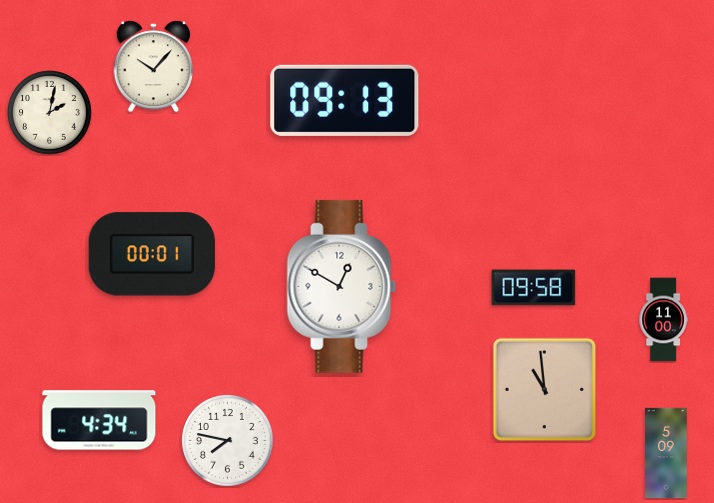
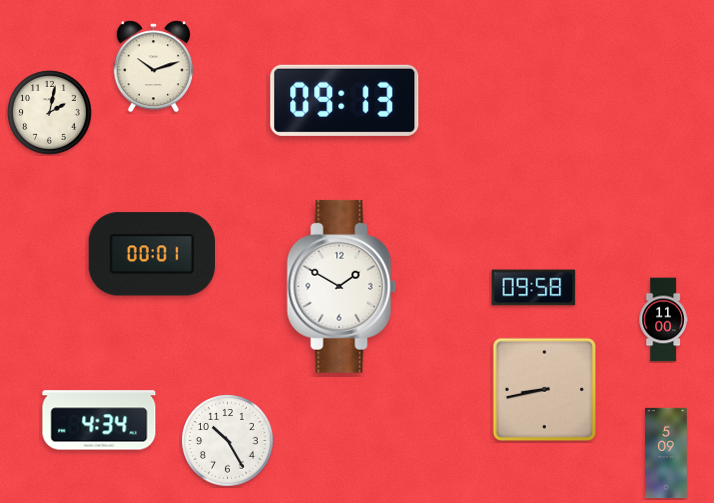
clock at (153, 67): 10:07 -> 10:12
clock at (342, 286): 12:50 -> 1:50
clock at (545, 390): 10:59 -> 8:43
clock at (228, 441): 7:47 -> 10:25
